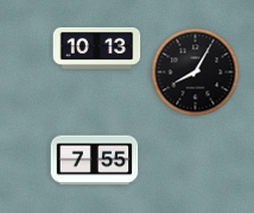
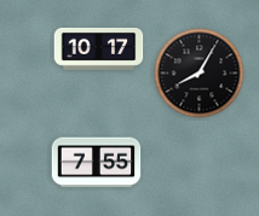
clock at (97, 48): 10:13 -> 10:17
